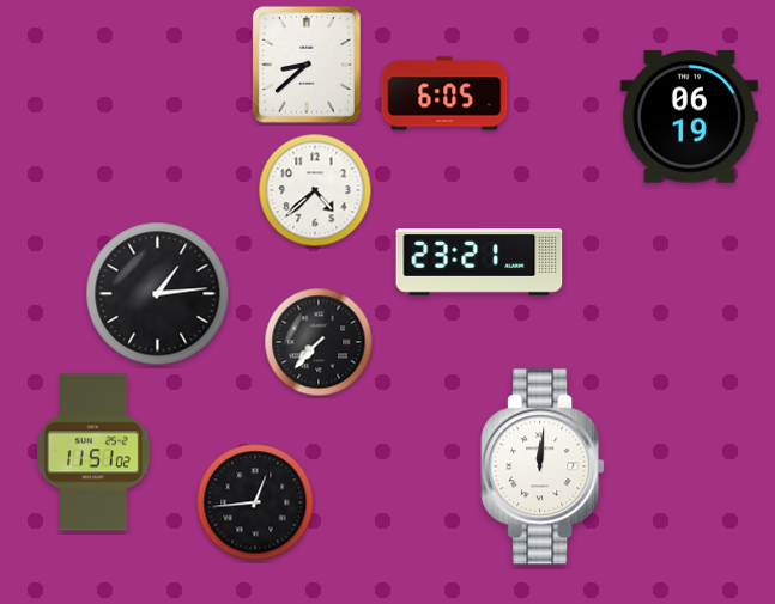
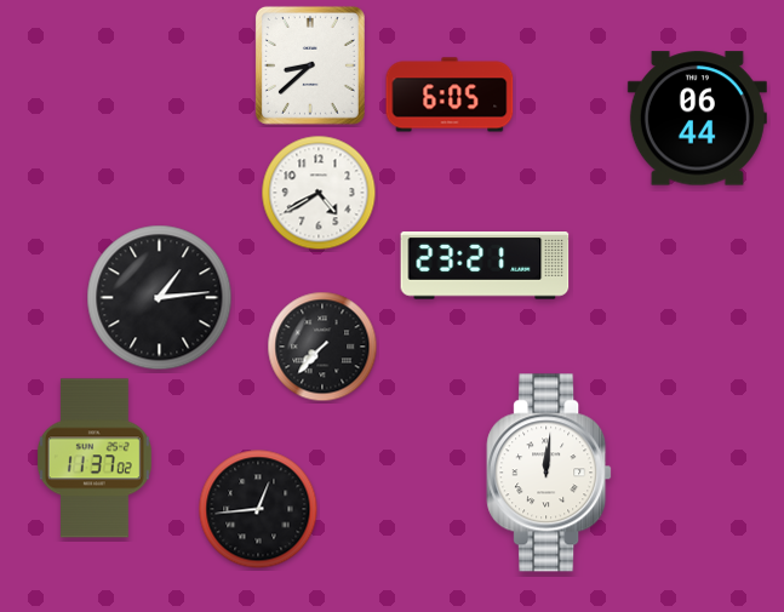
clock at (689, 117): 06:19 -> 06:44
clock at (315, 190): 4:38 -> 4:40
clock at (93, 452): 11:51 -> 11:37
